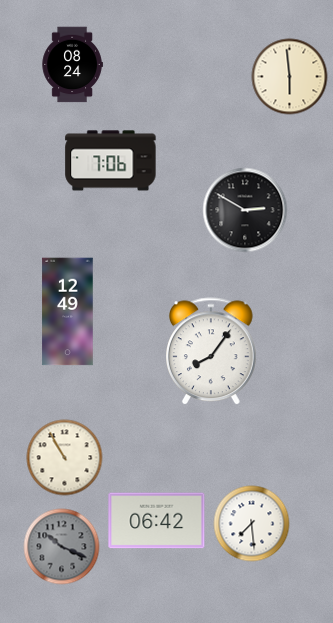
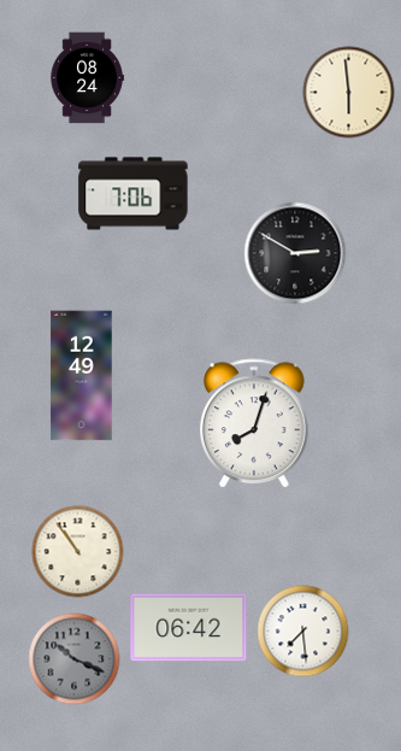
clock at (212, 352): 8:06 -> 8:03
clock at (65, 458): 10:55 -> 10:54
